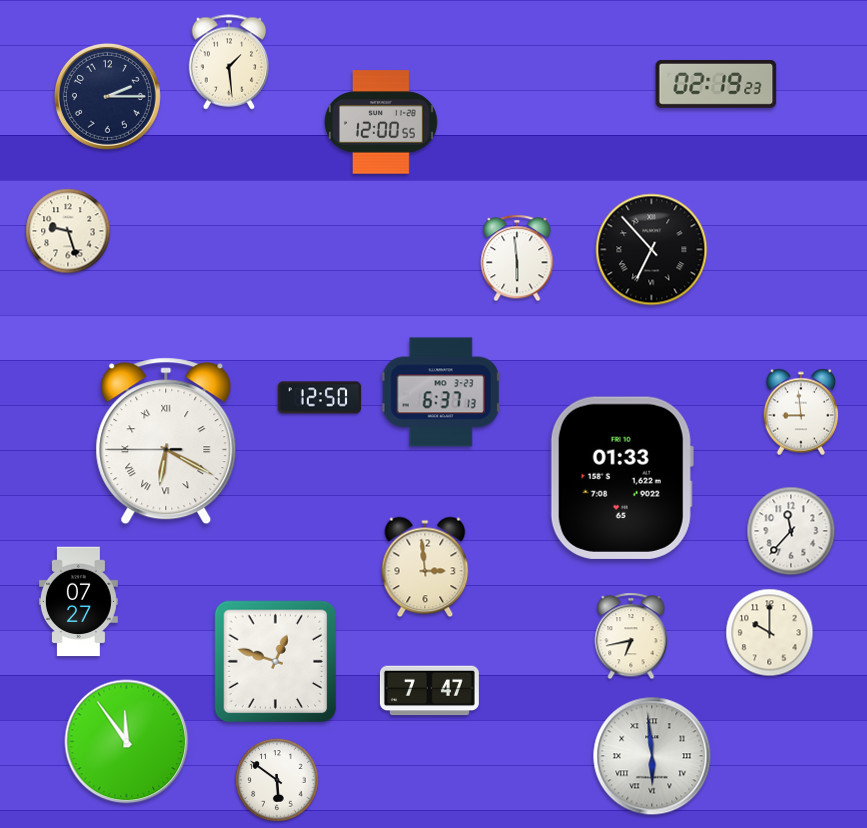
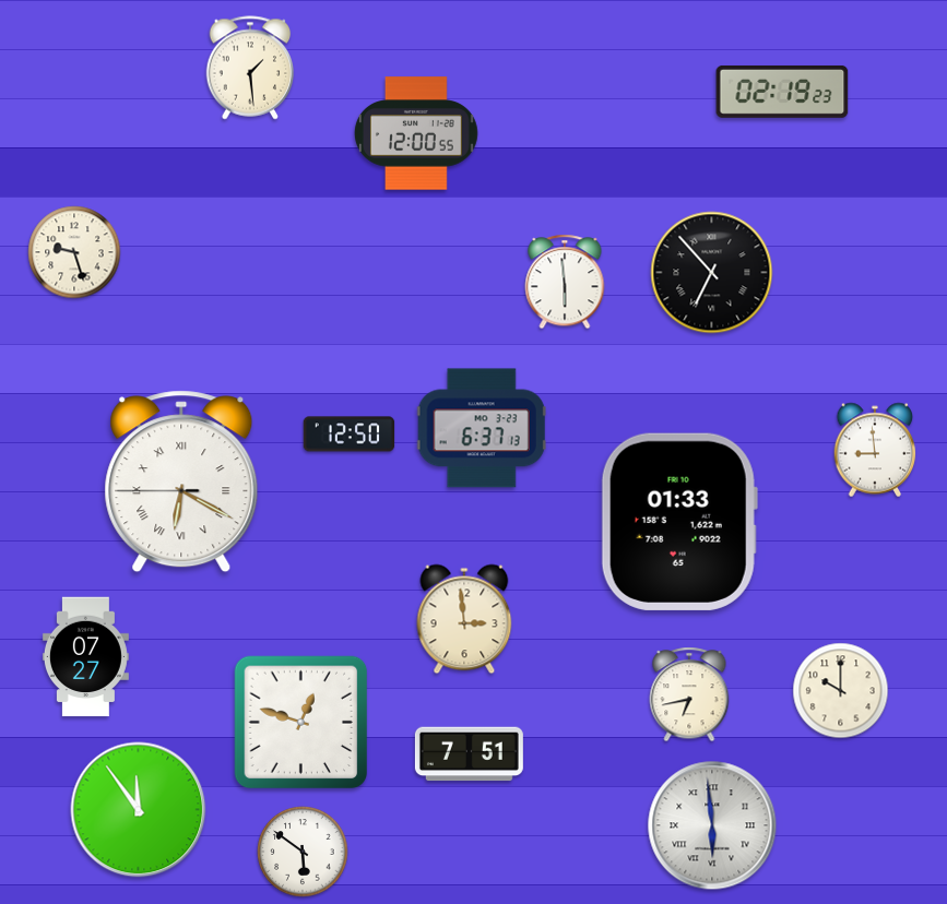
clock at (107, 96): 2:15 -> none
clock at (791, 531): 11:37 -> none
clock at (429, 691): 7:47 -> 7:51
